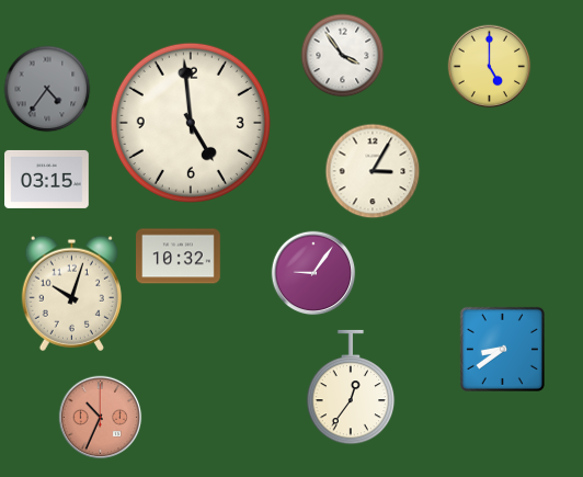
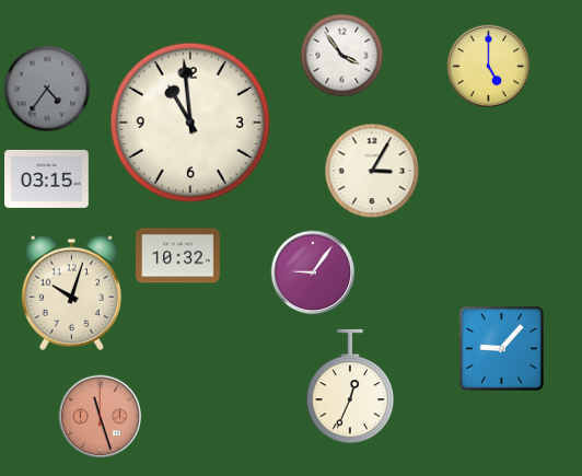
clock at (191, 123): 4:59 -> 10:59
clock at (502, 349): 8:39 -> 9:07
clock at (351, 387): 12:36 -> 12:34
clock at (101, 418): 10:34 -> 11:27
